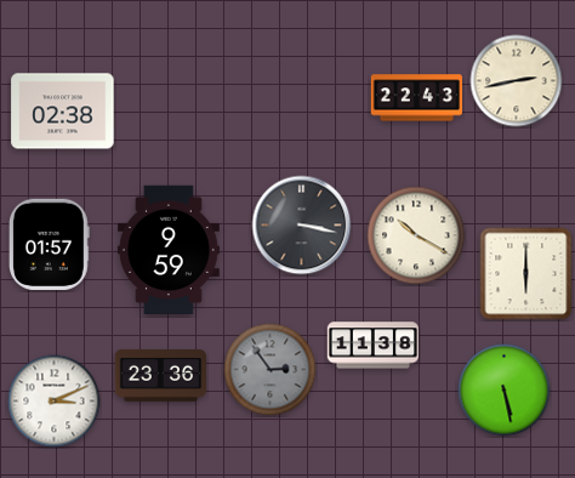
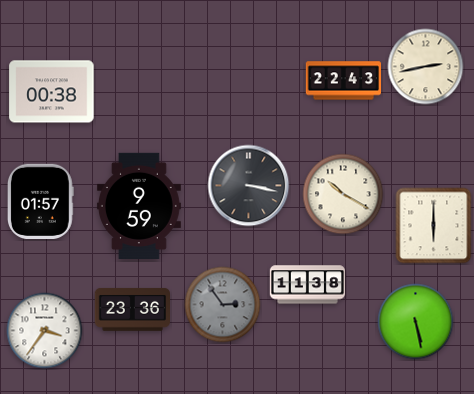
clock at (63, 112): 02:38 -> 00:38
clock at (55, 402): 3:11 -> 3:36
